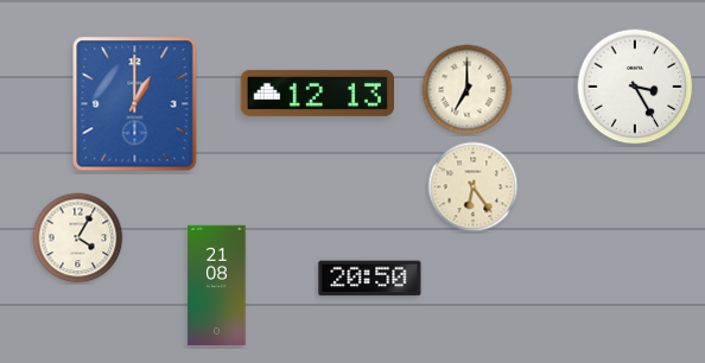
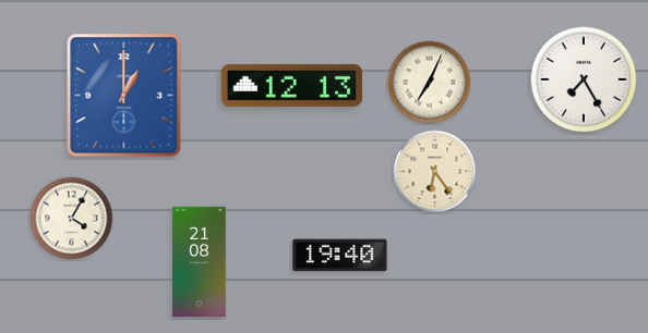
clock at (635, 87): 3:25 -> 7:25
clock at (468, 90): 7:00 -> 7:04
clock at (370, 279): 20:50 -> 19:40
